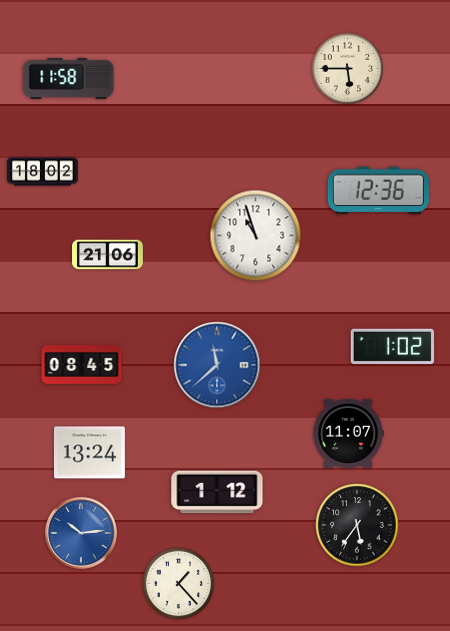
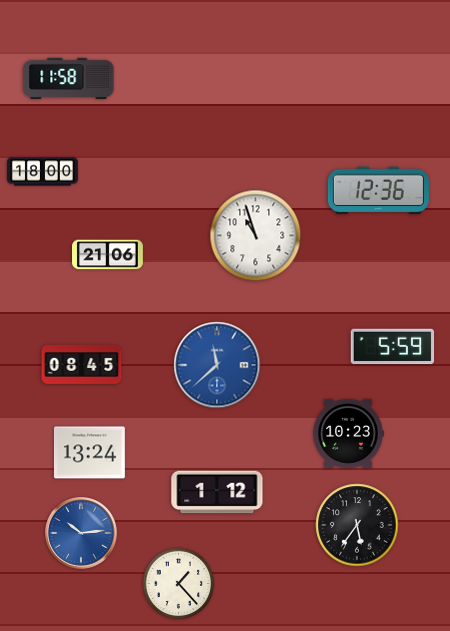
clock at (348, 69): 5:45 -> none
clock at (43, 172): 18:02 -> 18:00
clock at (393, 347): 1:02 -> 5:59
clock at (348, 433): 11:07 -> 10:23
